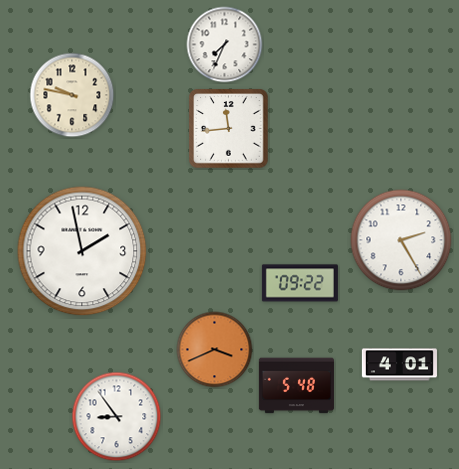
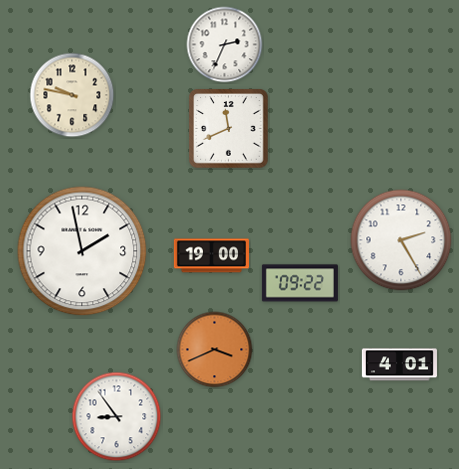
clock at (225, 45): 7:34 -> 2:34
clock at (229, 129): 11:44 -> 11:41
clock at (211, 256): none -> 19:00
clock at (296, 386): 5:48 -> none
